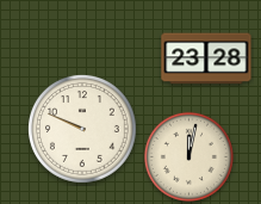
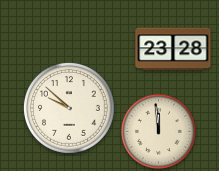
clock at (83, 129): 9:49 -> 9:52
clock at (188, 156): 12:02 -> 11:59
